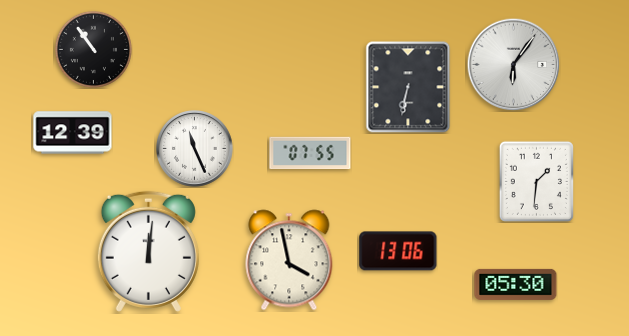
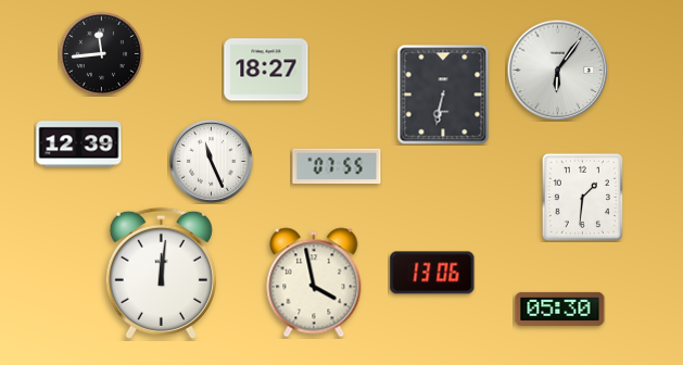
clock at (93, 49): 10:54 -> 11:44
clock at (266, 70): none -> 18:27
